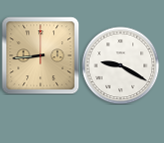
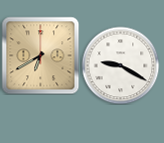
clock at (40, 55): 8:44 -> 6:40
